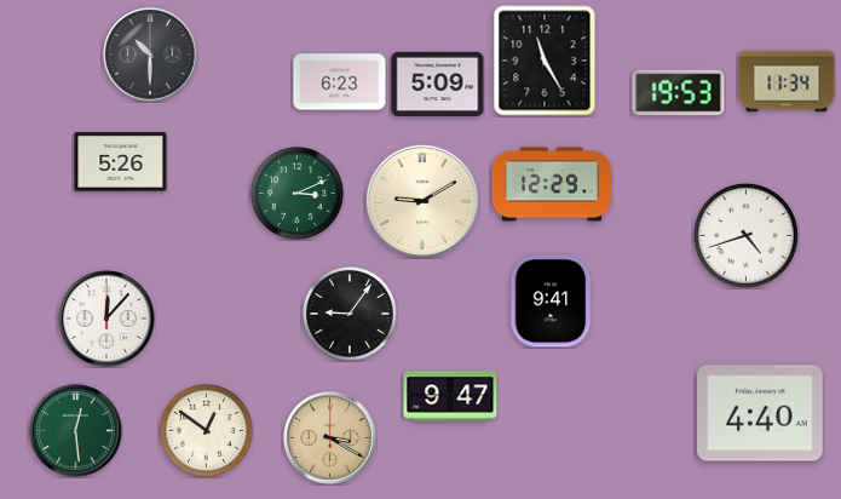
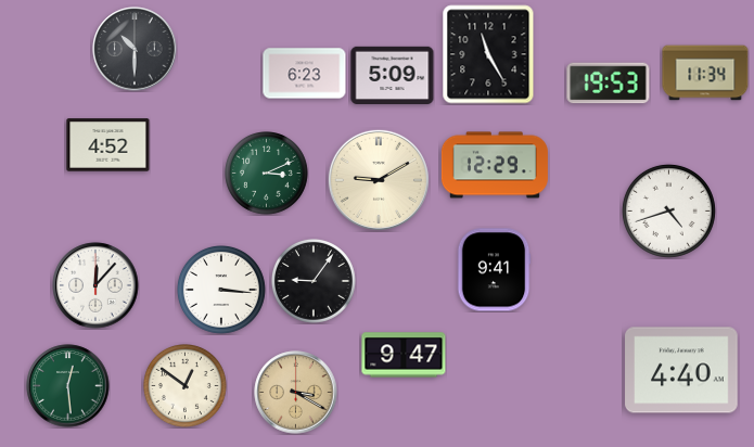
clock at (121, 162): 5:26 -> 4:52
clock at (221, 290): none -> 3:16
